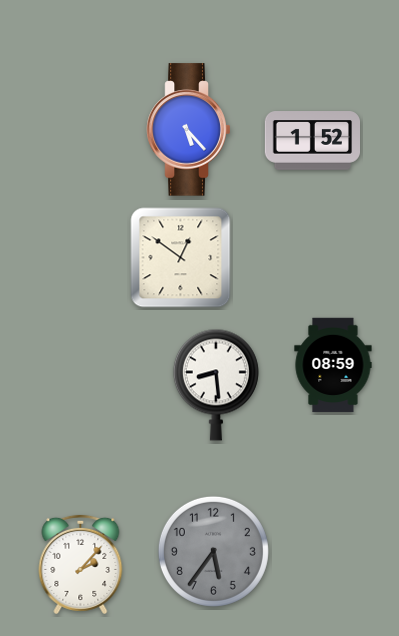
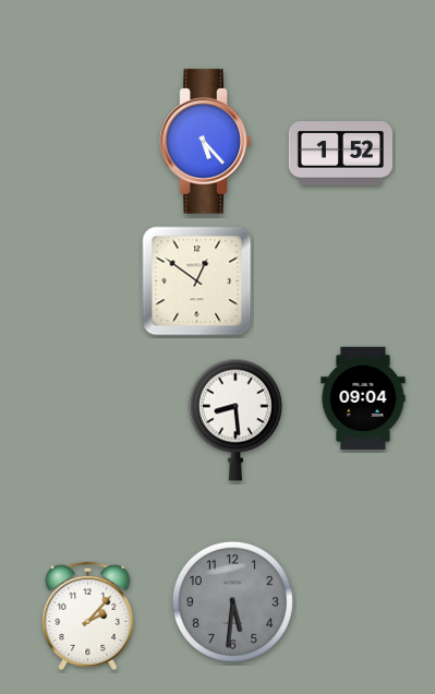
clock at (333, 365): 08:59 -> 09:04
clock at (213, 551): 5:36 -> 5:31
